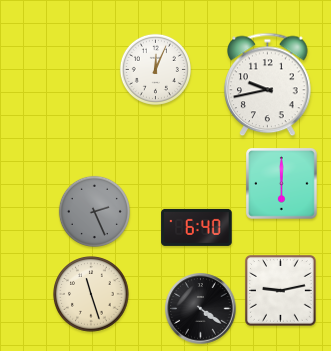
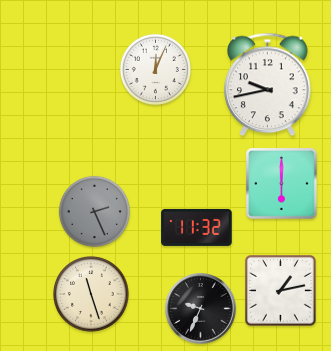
clock at (197, 227): 6:40 -> 11:32
clock at (281, 291): 9:13 -> 1:13
clock at (201, 309): 4:21 -> 9:34
